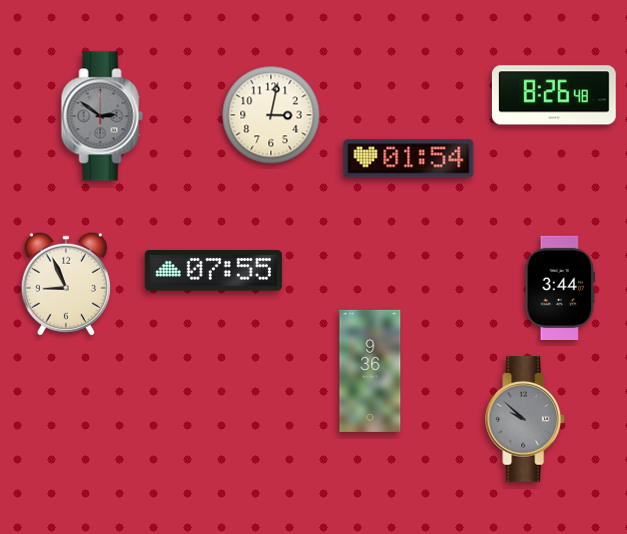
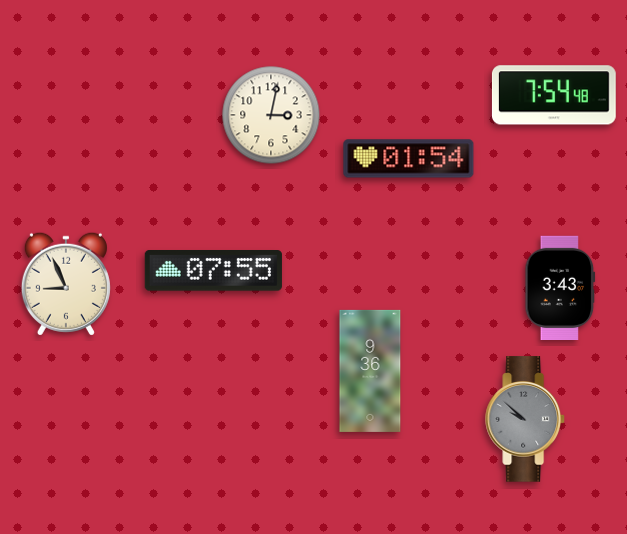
clock at (554, 95): 8:26 -> 7:54
clock at (102, 116): 2:51 -> none
clock at (560, 287): 3:44 -> 3:43
